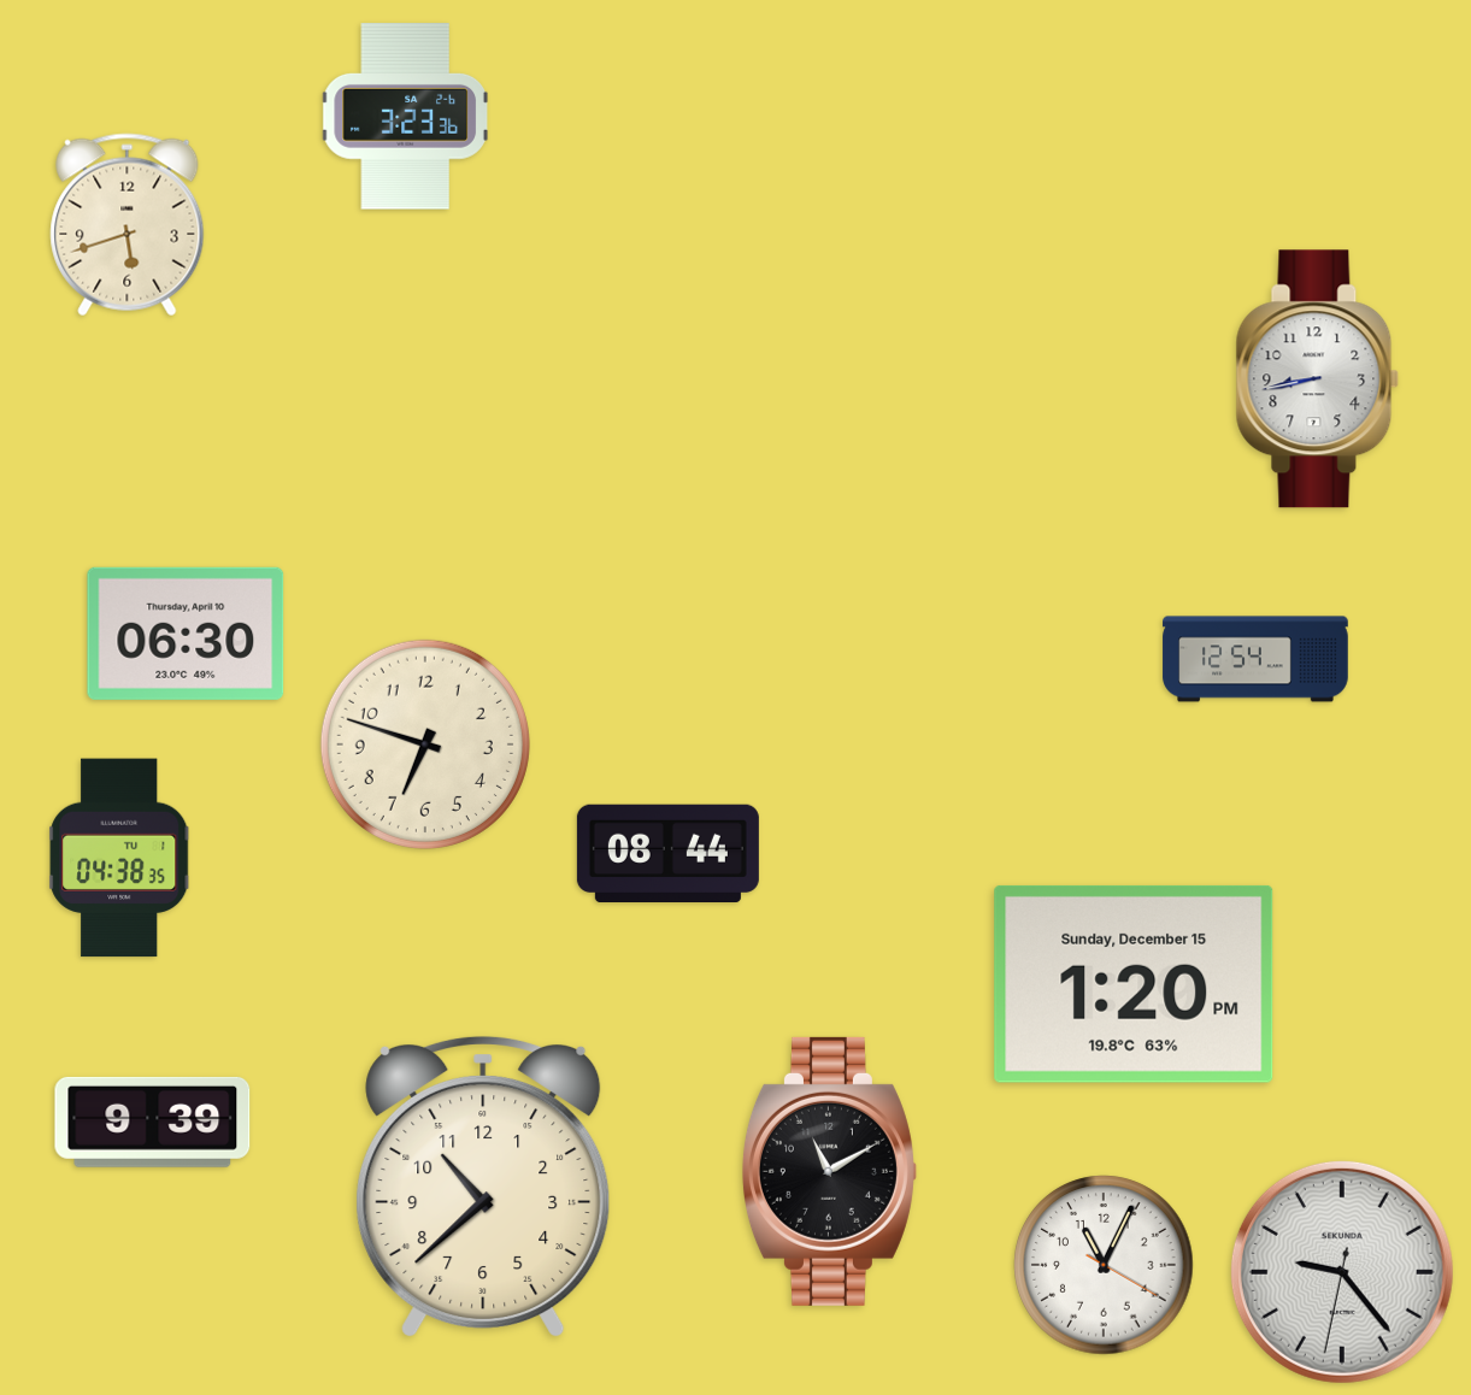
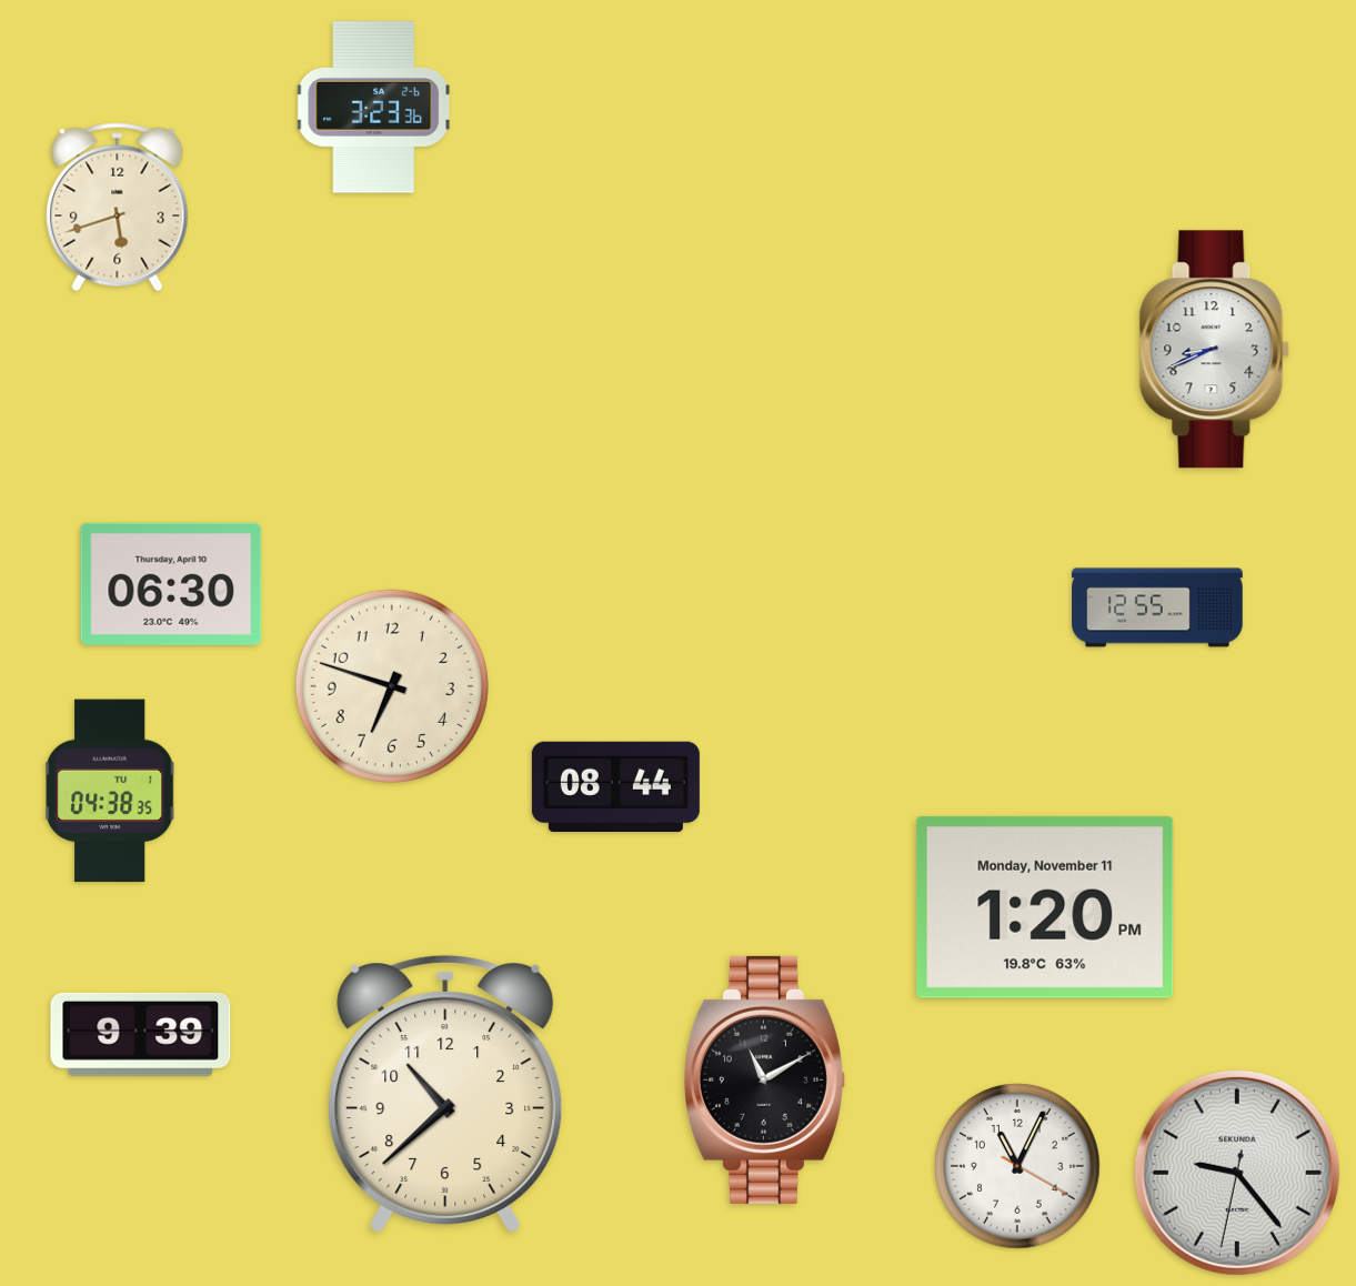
clock at (1318, 379): 8:43 -> 8:41
clock at (1255, 659): 12:54 -> 12:55
clock at (1134, 984) date: Sunday, December 15 -> Monday, November 11
